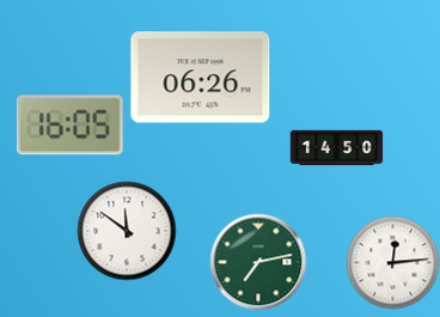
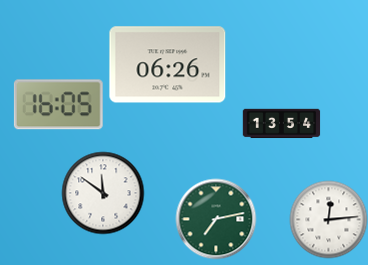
clock at (336, 148): 14:50 -> 13:54
clock at (127, 231) position: (127, 231) -> (103, 193)
